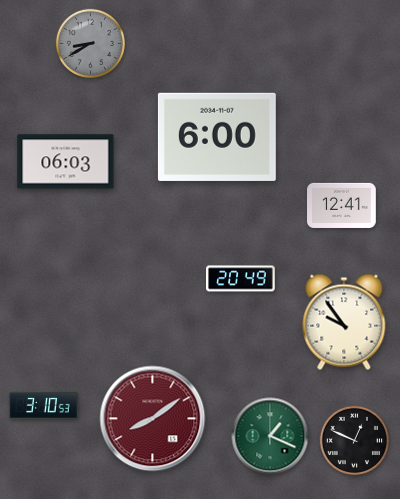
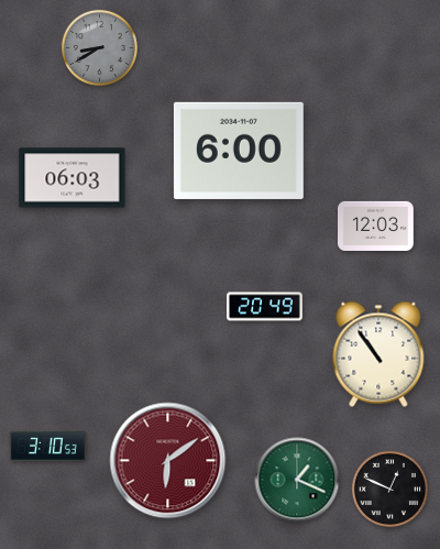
clock at (342, 205): 12:41 -> 12:03
clock at (344, 322): 9:54 -> 10:54
clock at (153, 419): 8:09 -> 6:09
clock at (354, 440) position: (354, 440) -> (389, 488)
